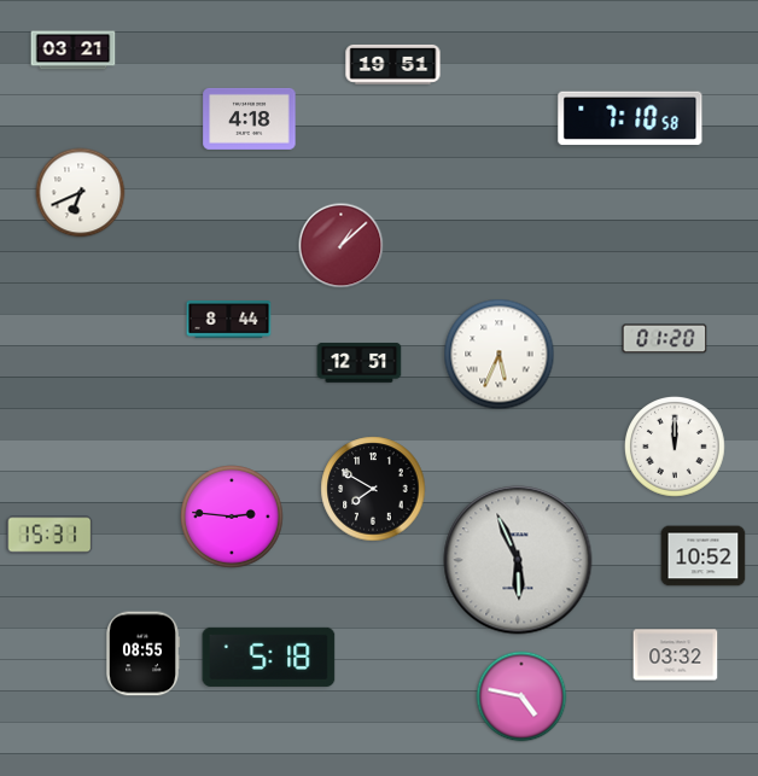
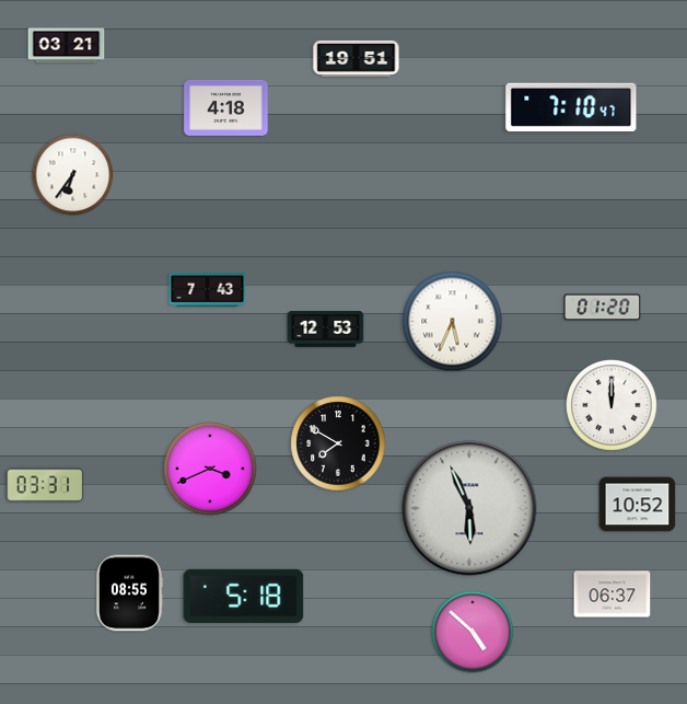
clock at (630, 118): 7:10:58 -> 7:10:47
clock at (81, 193): 6:41 -> 6:36
clock at (342, 246): 1:08 -> none
clock at (229, 320): 8:44 -> 7:43
clock at (360, 363): 12:51 -> 12:53
clock at (232, 517): 2:46 -> 3:41
clock at (49, 535): 15:31 -> 03:31
clock at (676, 655): 03:32 -> 06:37
clock at (521, 696): 4:47 -> 4:52
